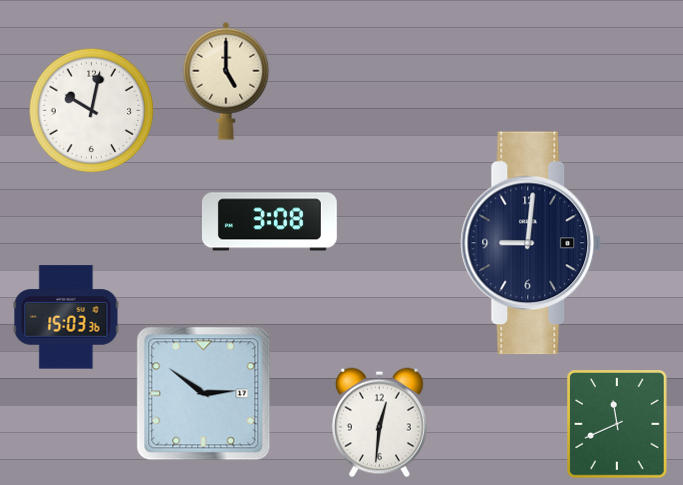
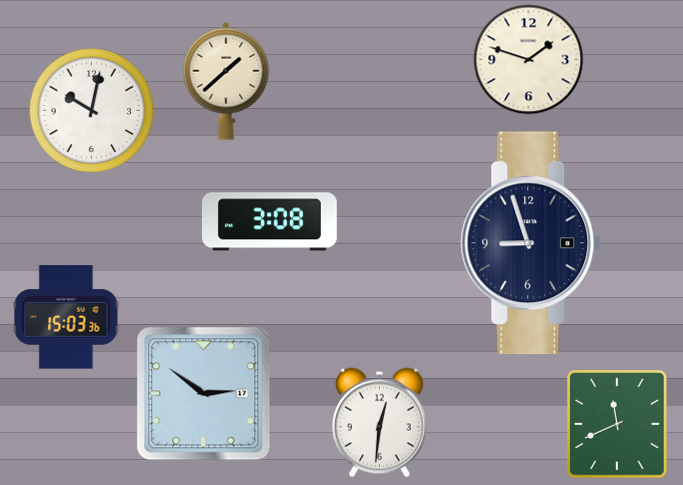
clock at (529, 60): none -> 1:48
clock at (226, 81): 5:00 -> 1:38
clock at (531, 243): 9:01 -> 8:57
